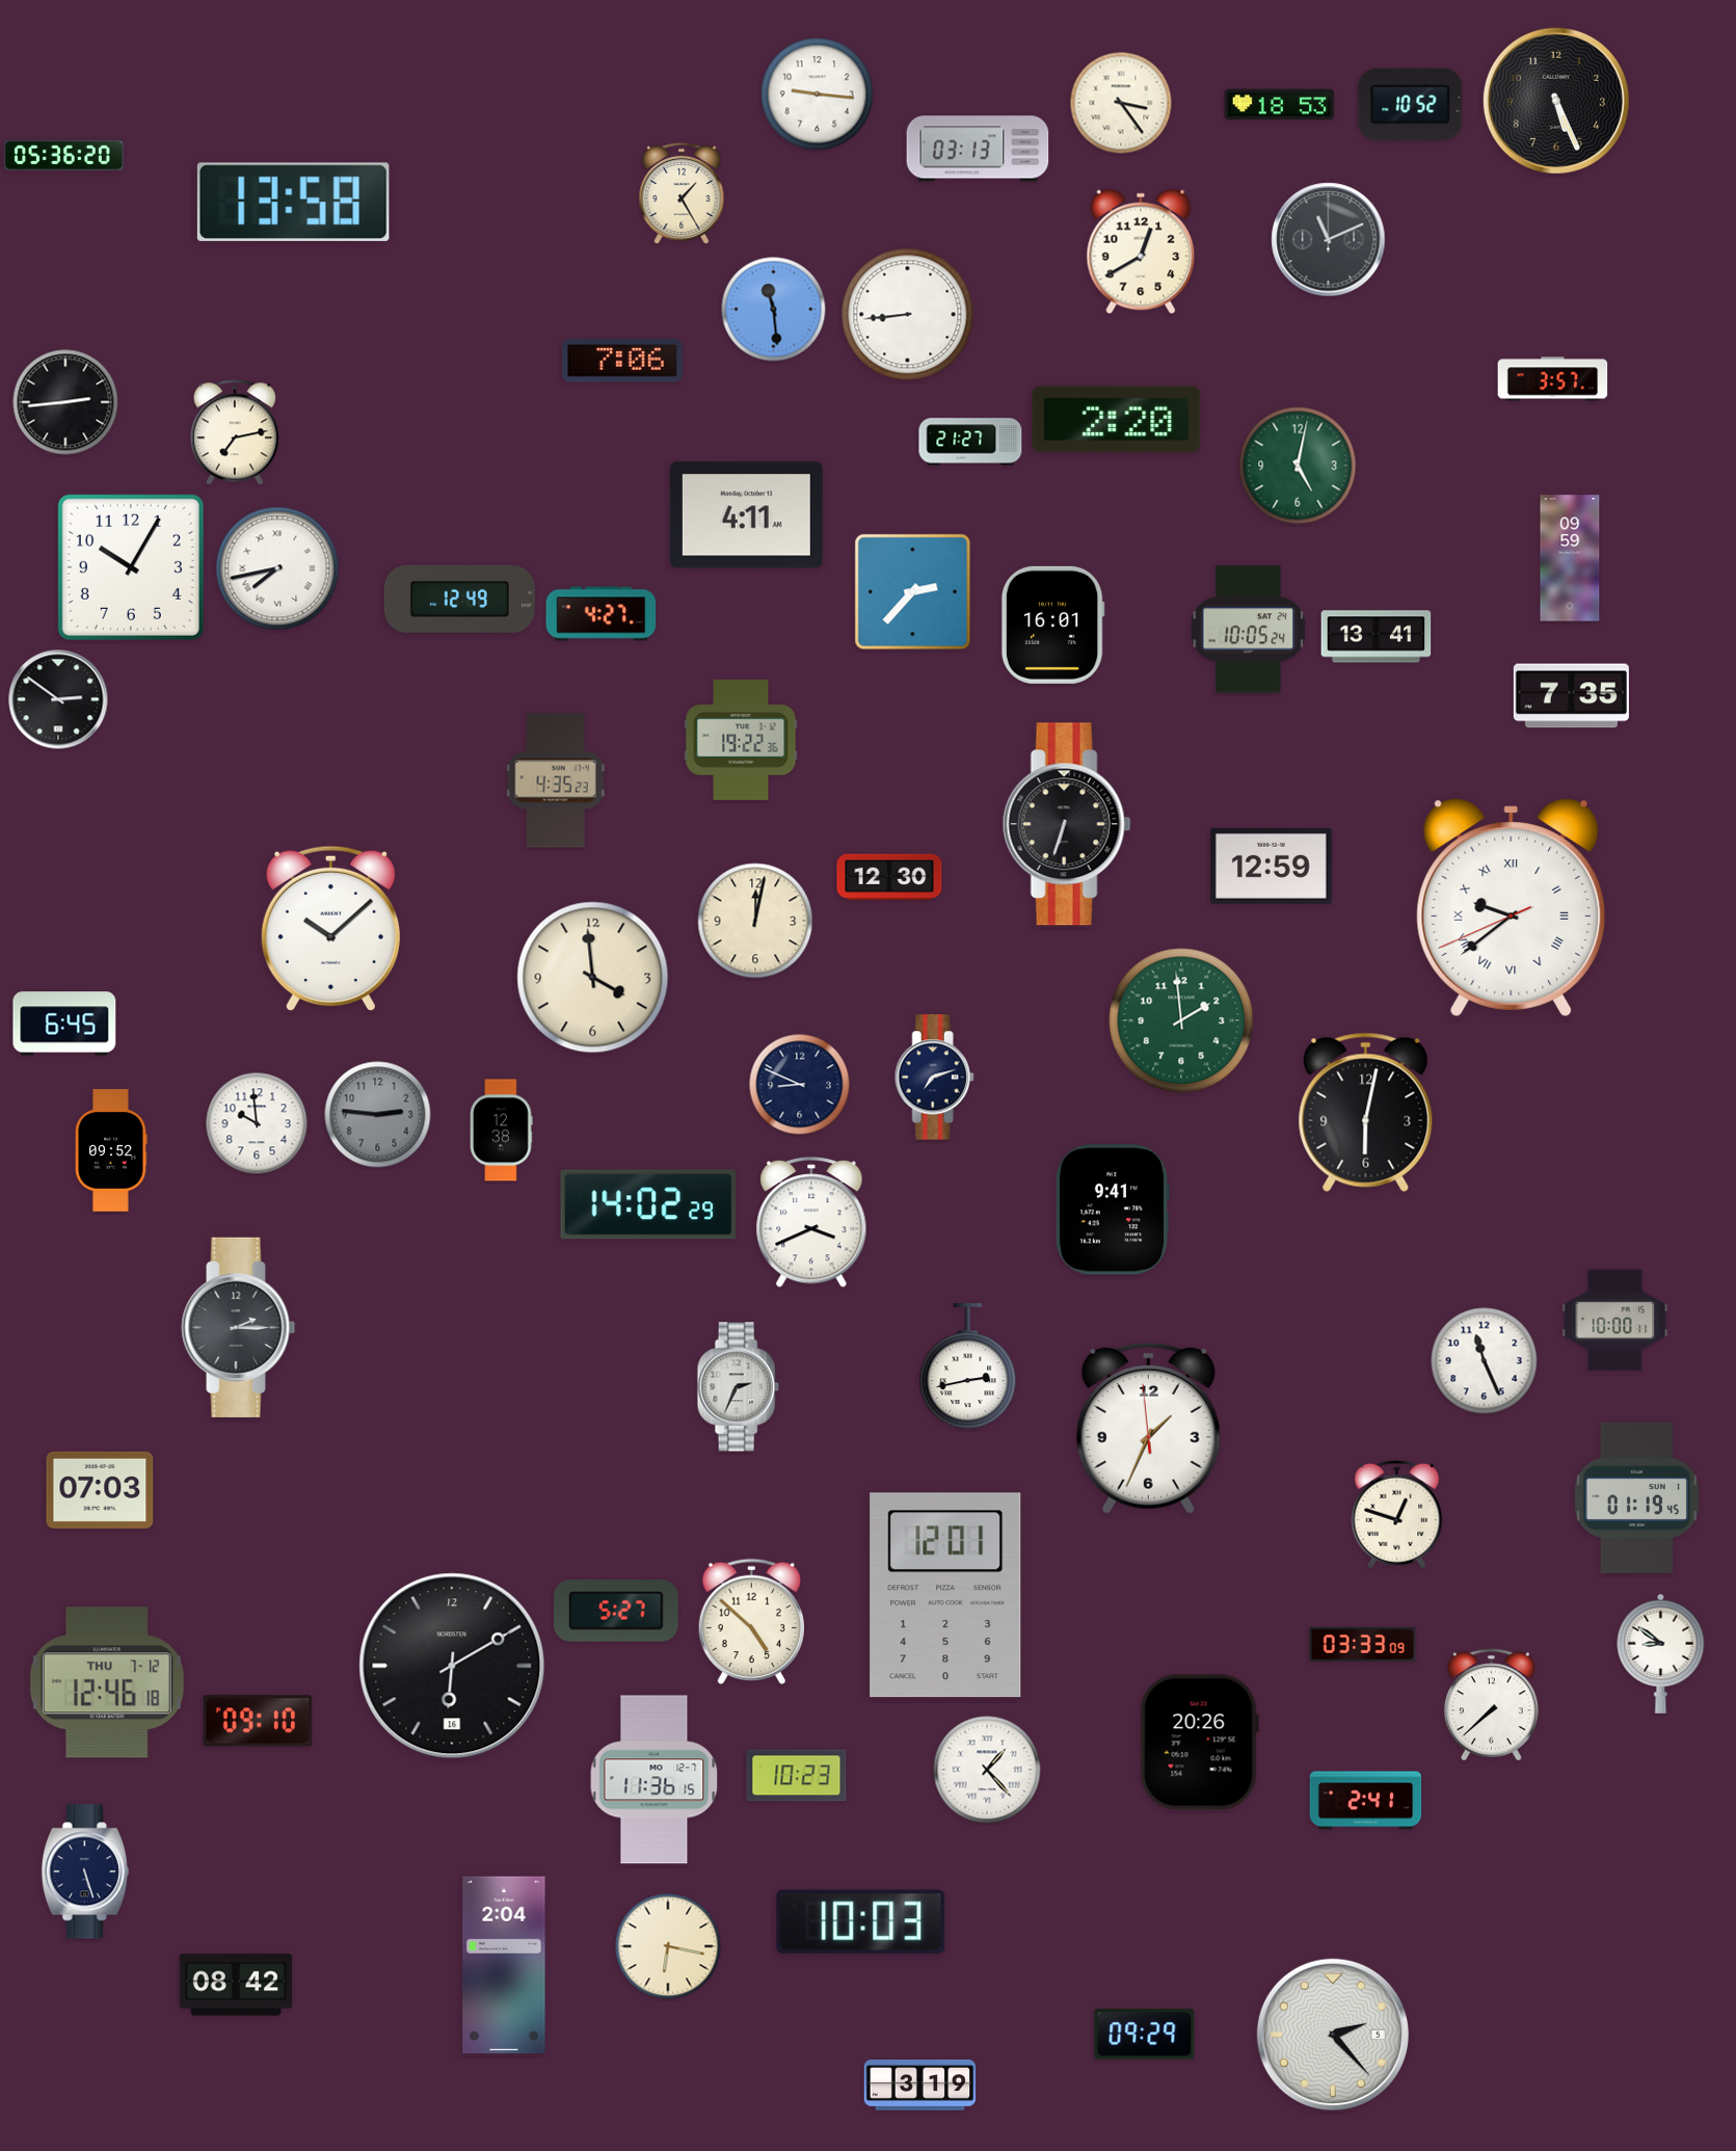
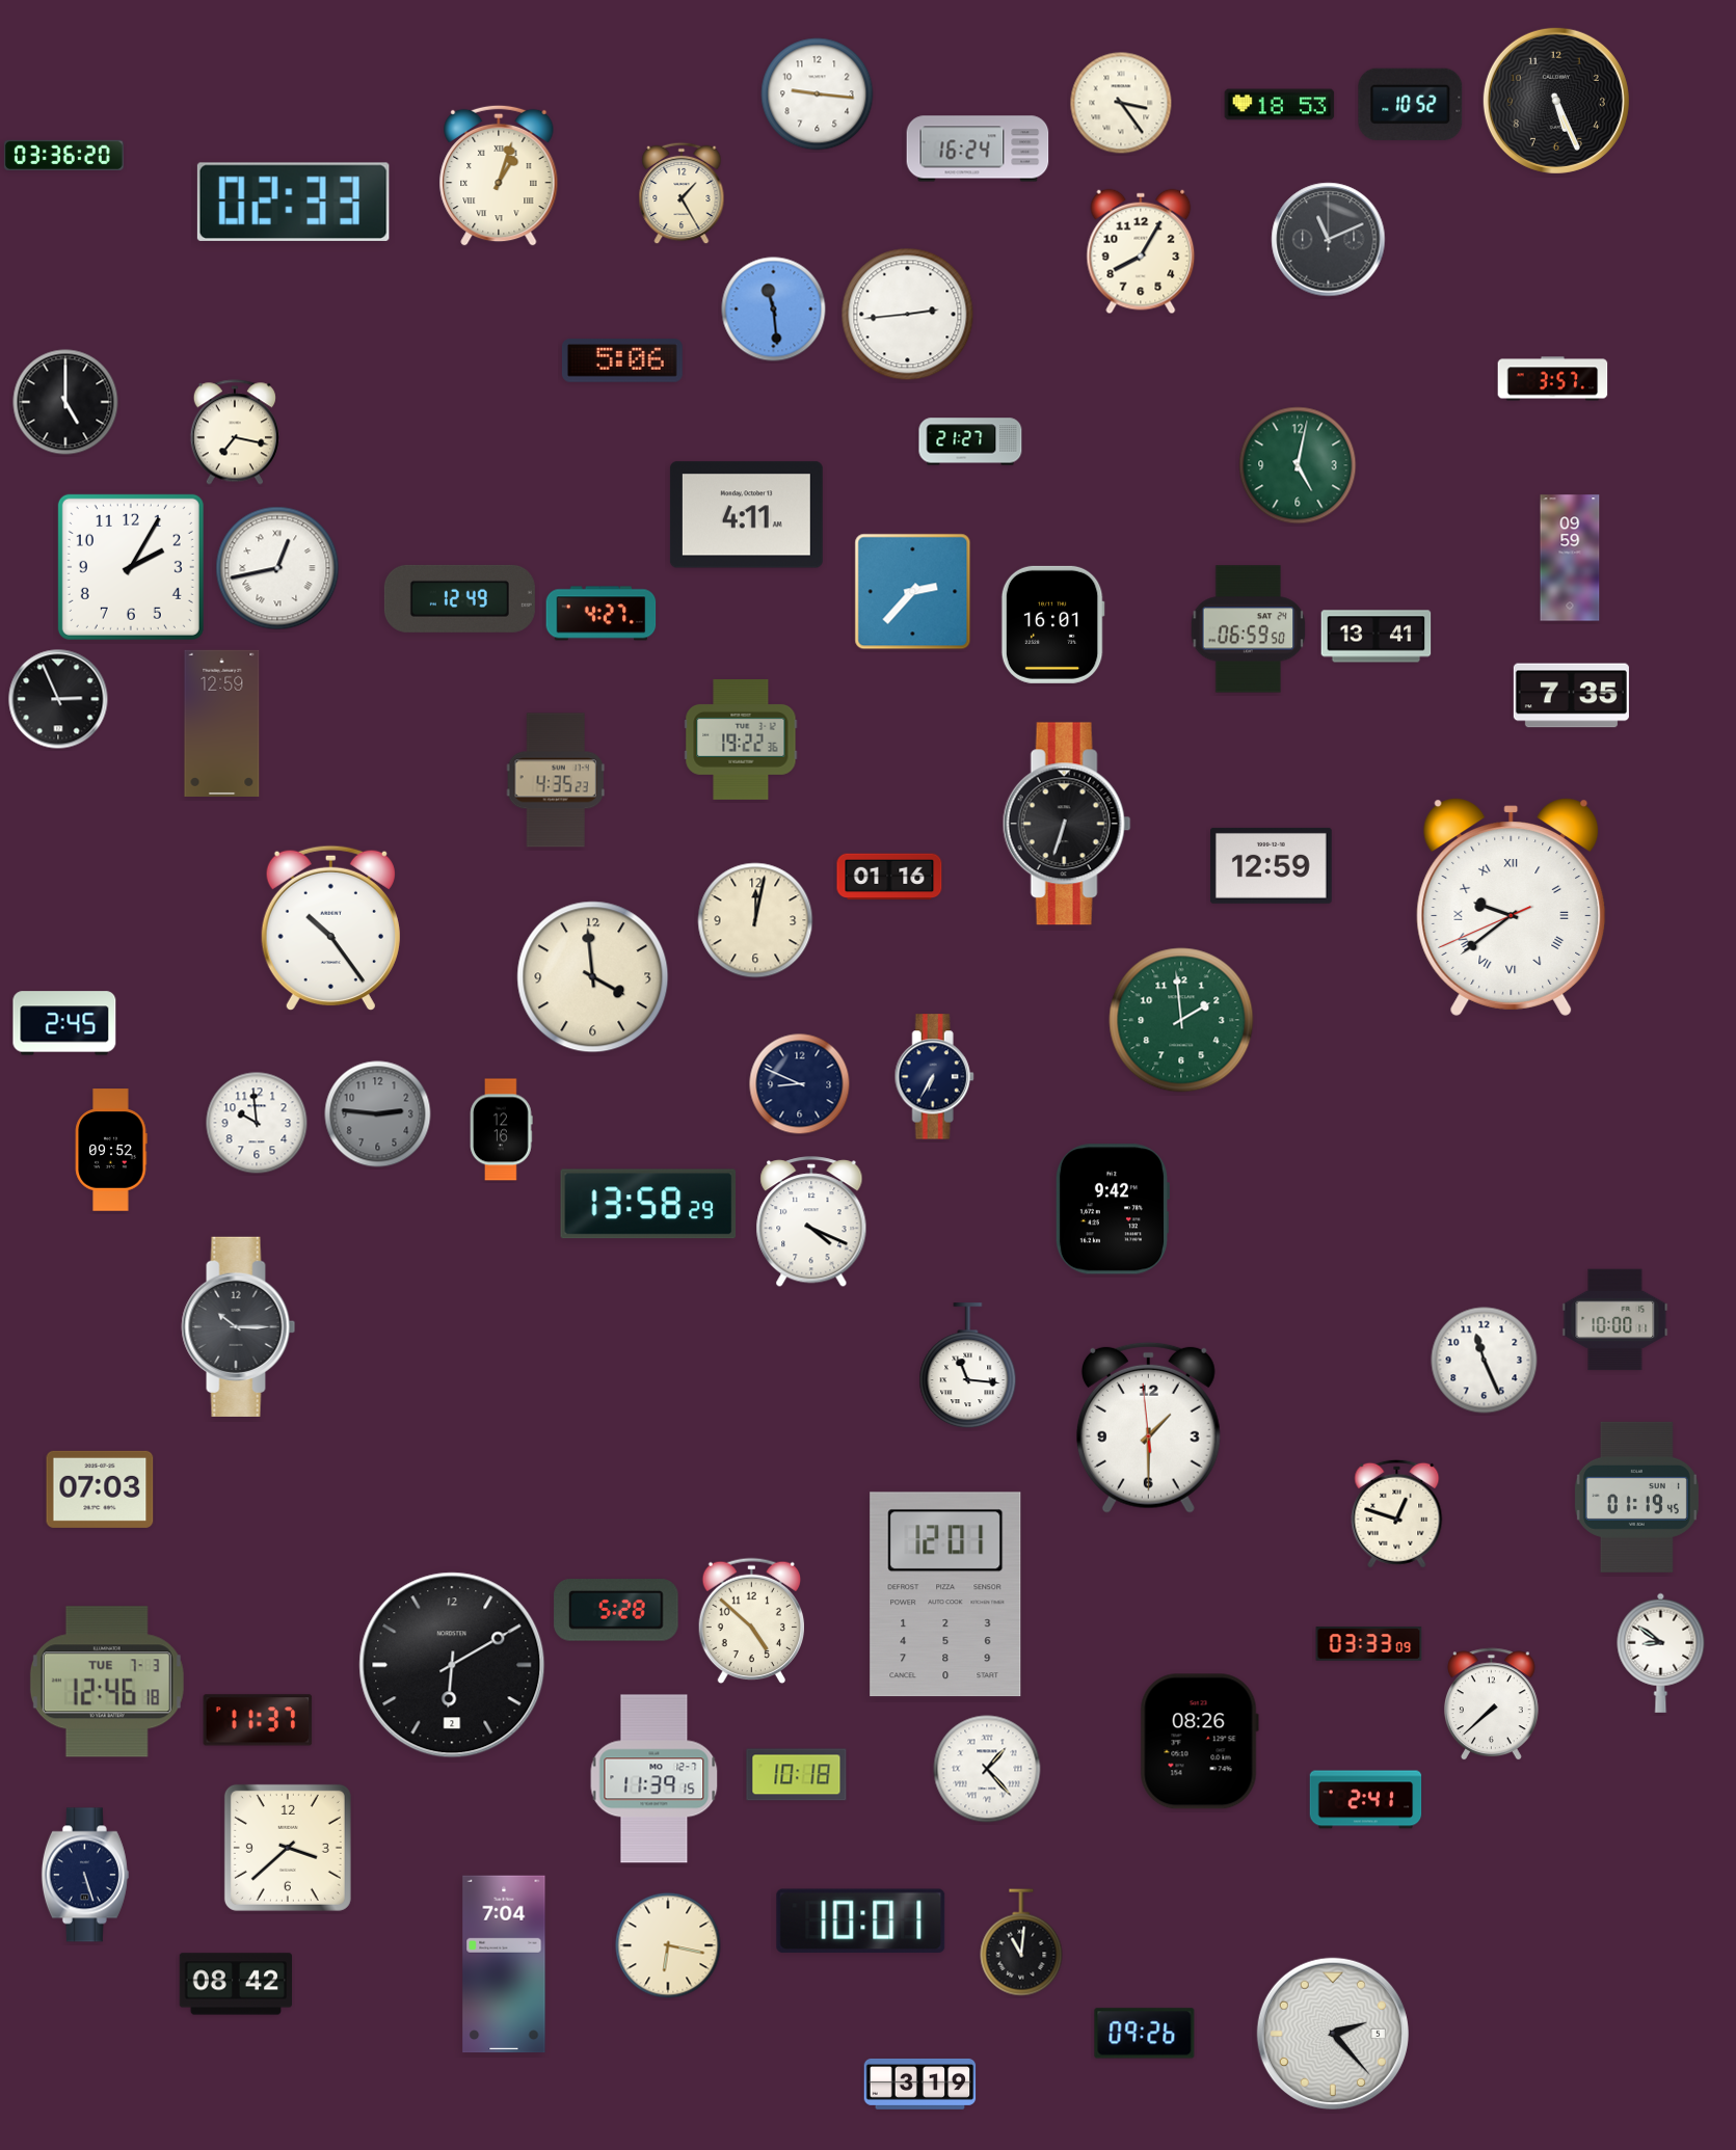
clock at (978, 149): 03:13 -> 16:24
clock at (63, 155): 05:36 -> 03:36
clock at (499, 176): none -> 1:03
clock at (293, 202): 13:58 -> 02:33
clock at (1141, 251): 12:40 -> 8:05
clock at (908, 315): 8:44 -> 2:44
clock at (622, 361): 7:06 -> 5:06
clock at (65, 402): 2:44 -> 5:00
clock at (1117, 420): 2:20 -> none
clock at (235, 432): 7:13 -> 7:17
clock at (131, 567): 10:05 -> 2:05
clock at (277, 568): 7:43 -> 12:43
clock at (1249, 630): 10:05 -> 06:59
clock at (58, 699): 2:51 -> 2:56
clock at (222, 723): none -> 12:59
clock at (889, 877): 12:30 -> 01:16
clock at (330, 929): 10:08 -> 10:24
clock at (64, 1024): 6:45 -> 2:45
clock at (934, 1078): 7:12 -> 6:35
clock at (1366, 1112): 6:02 -> none
clock at (502, 1131): 12:38 -> 12:16
clock at (648, 1204): 14:02 -> 13:58
clock at (1112, 1210): 9:41 -> 9:42
clock at (811, 1223): 3:41 -> 4:19
clock at (239, 1327): 2:15 -> 10:15
clock at (968, 1366): 2:43 -> 11:16
clock at (738, 1387): 2:34 -> none
clock at (1148, 1428): 1:33 -> 1:29
clock at (616, 1611): 5:27 -> 5:28
clock at (1363, 1645) position: (1363, 1645) -> (1369, 1644)
clock at (452, 1666) date: 16 -> 2
clock at (107, 1682) date: THU 7-12 -> TUE 7-3
clock at (258, 1721): 09:10 -> 11:37
clock at (1199, 1743): 20:26 -> 08:26
clock at (797, 1776): 10:23 -> 10:18
clock at (655, 1780): 11:36 -> 11:39
clock at (288, 1848): none -> 3:38
clock at (85, 1871) position: (85, 1871) -> (85, 1875)
clock at (861, 1922): 10:03 -> 10:01
clock at (1021, 1942): none -> 11:01
clock at (504, 1965): 2:04 -> 7:04
clock at (1145, 2035): 09:29 -> 09:26
